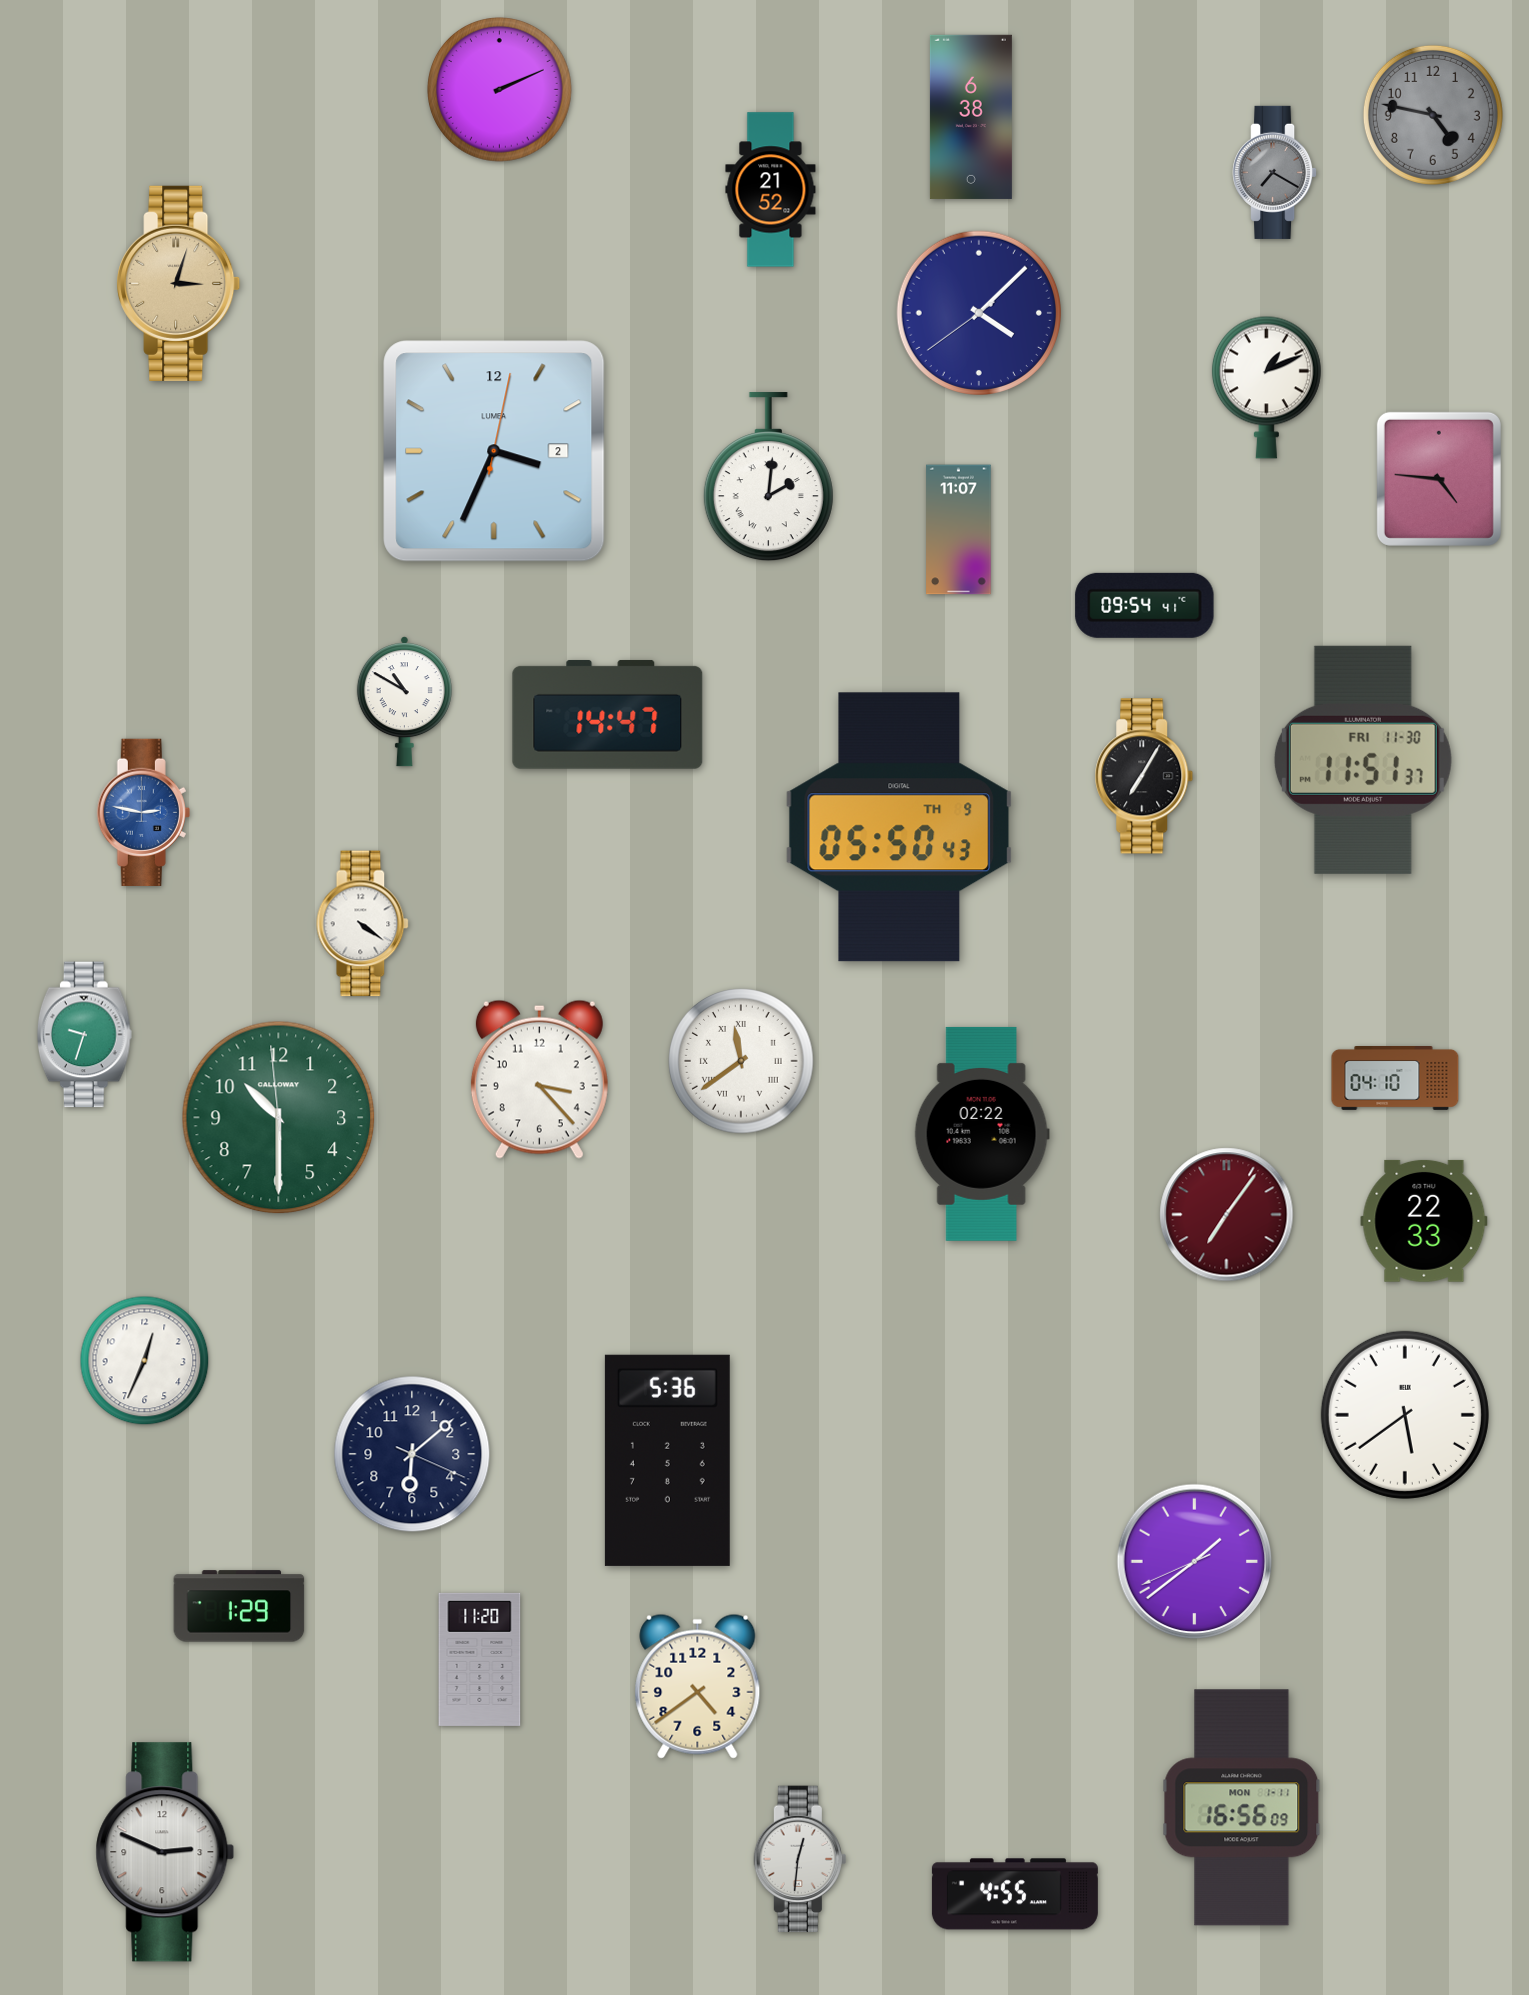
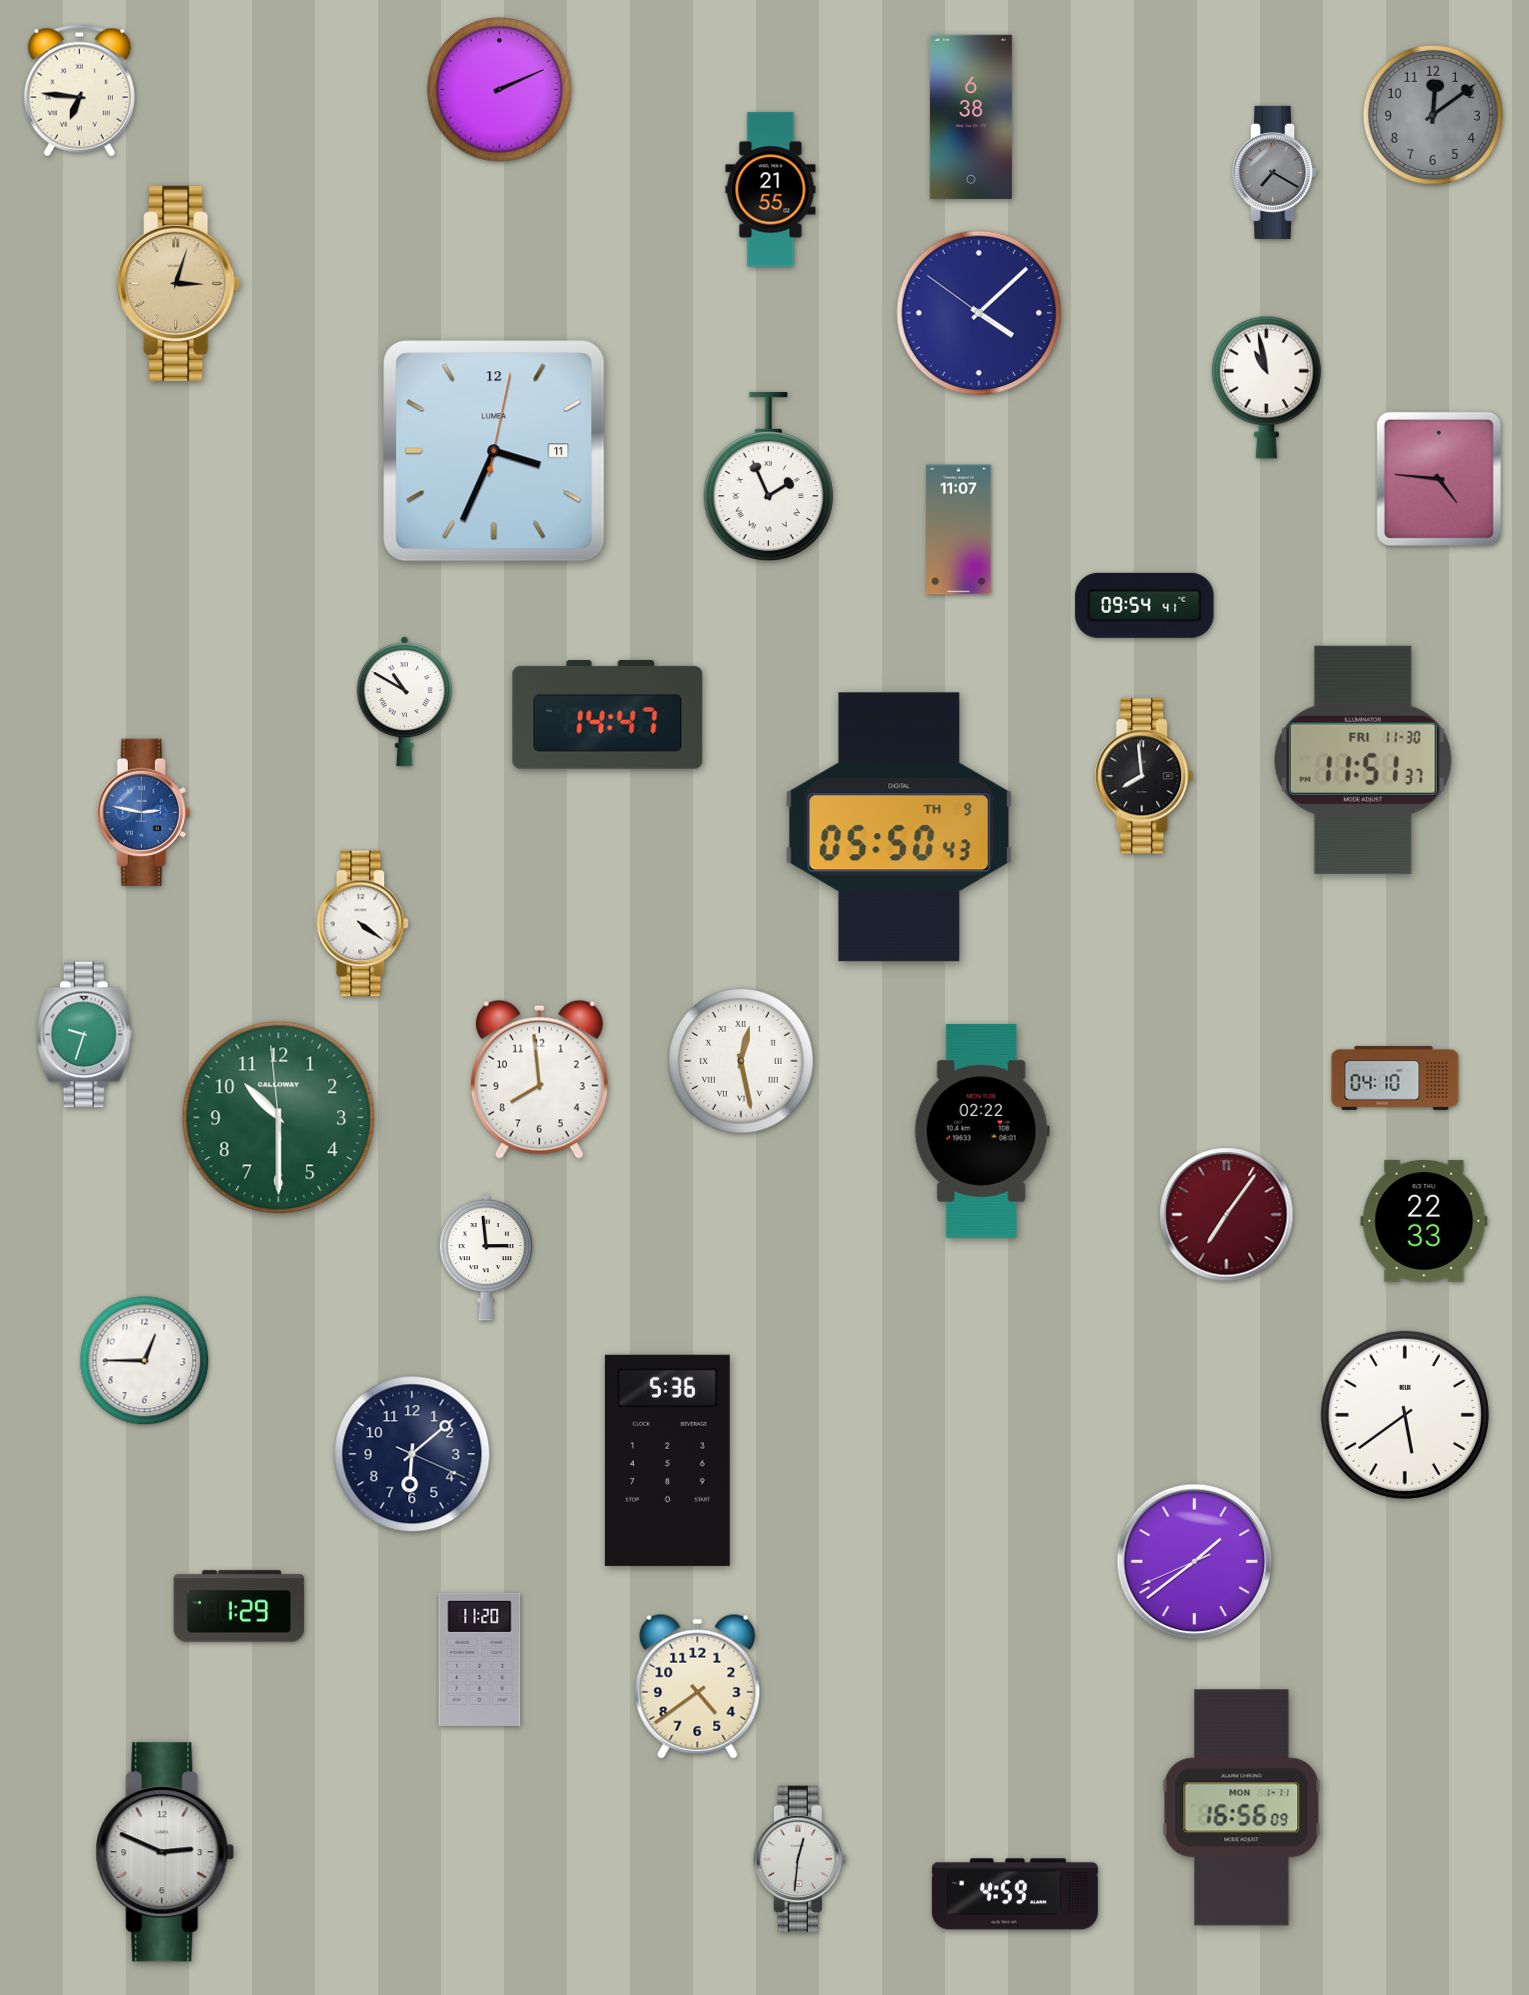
clock at (79, 91): none -> 6:46
clock at (1433, 115): 4:47 -> 12:09
clock at (771, 190): 21:52 -> 21:55
clock at (978, 312): 4:07:39 -> 4:07:51
clock at (1266, 387): 1:11 -> 10:58
clock at (494, 451) date: 2 -> 11
clock at (768, 477): 2:01 -> 1:56
clock at (1144, 776): 7:05 -> 7:59
clock at (741, 1061): 11:39 -> 12:28
clock at (539, 1079): 3:23 -> 7:59
clock at (982, 1134) position: (982, 1134) -> (982, 1131)
clock at (486, 1257): none -> 2:59
clock at (145, 1361): 12:34 -> 12:45
clock at (1015, 1894): 4:55 -> 4:59
